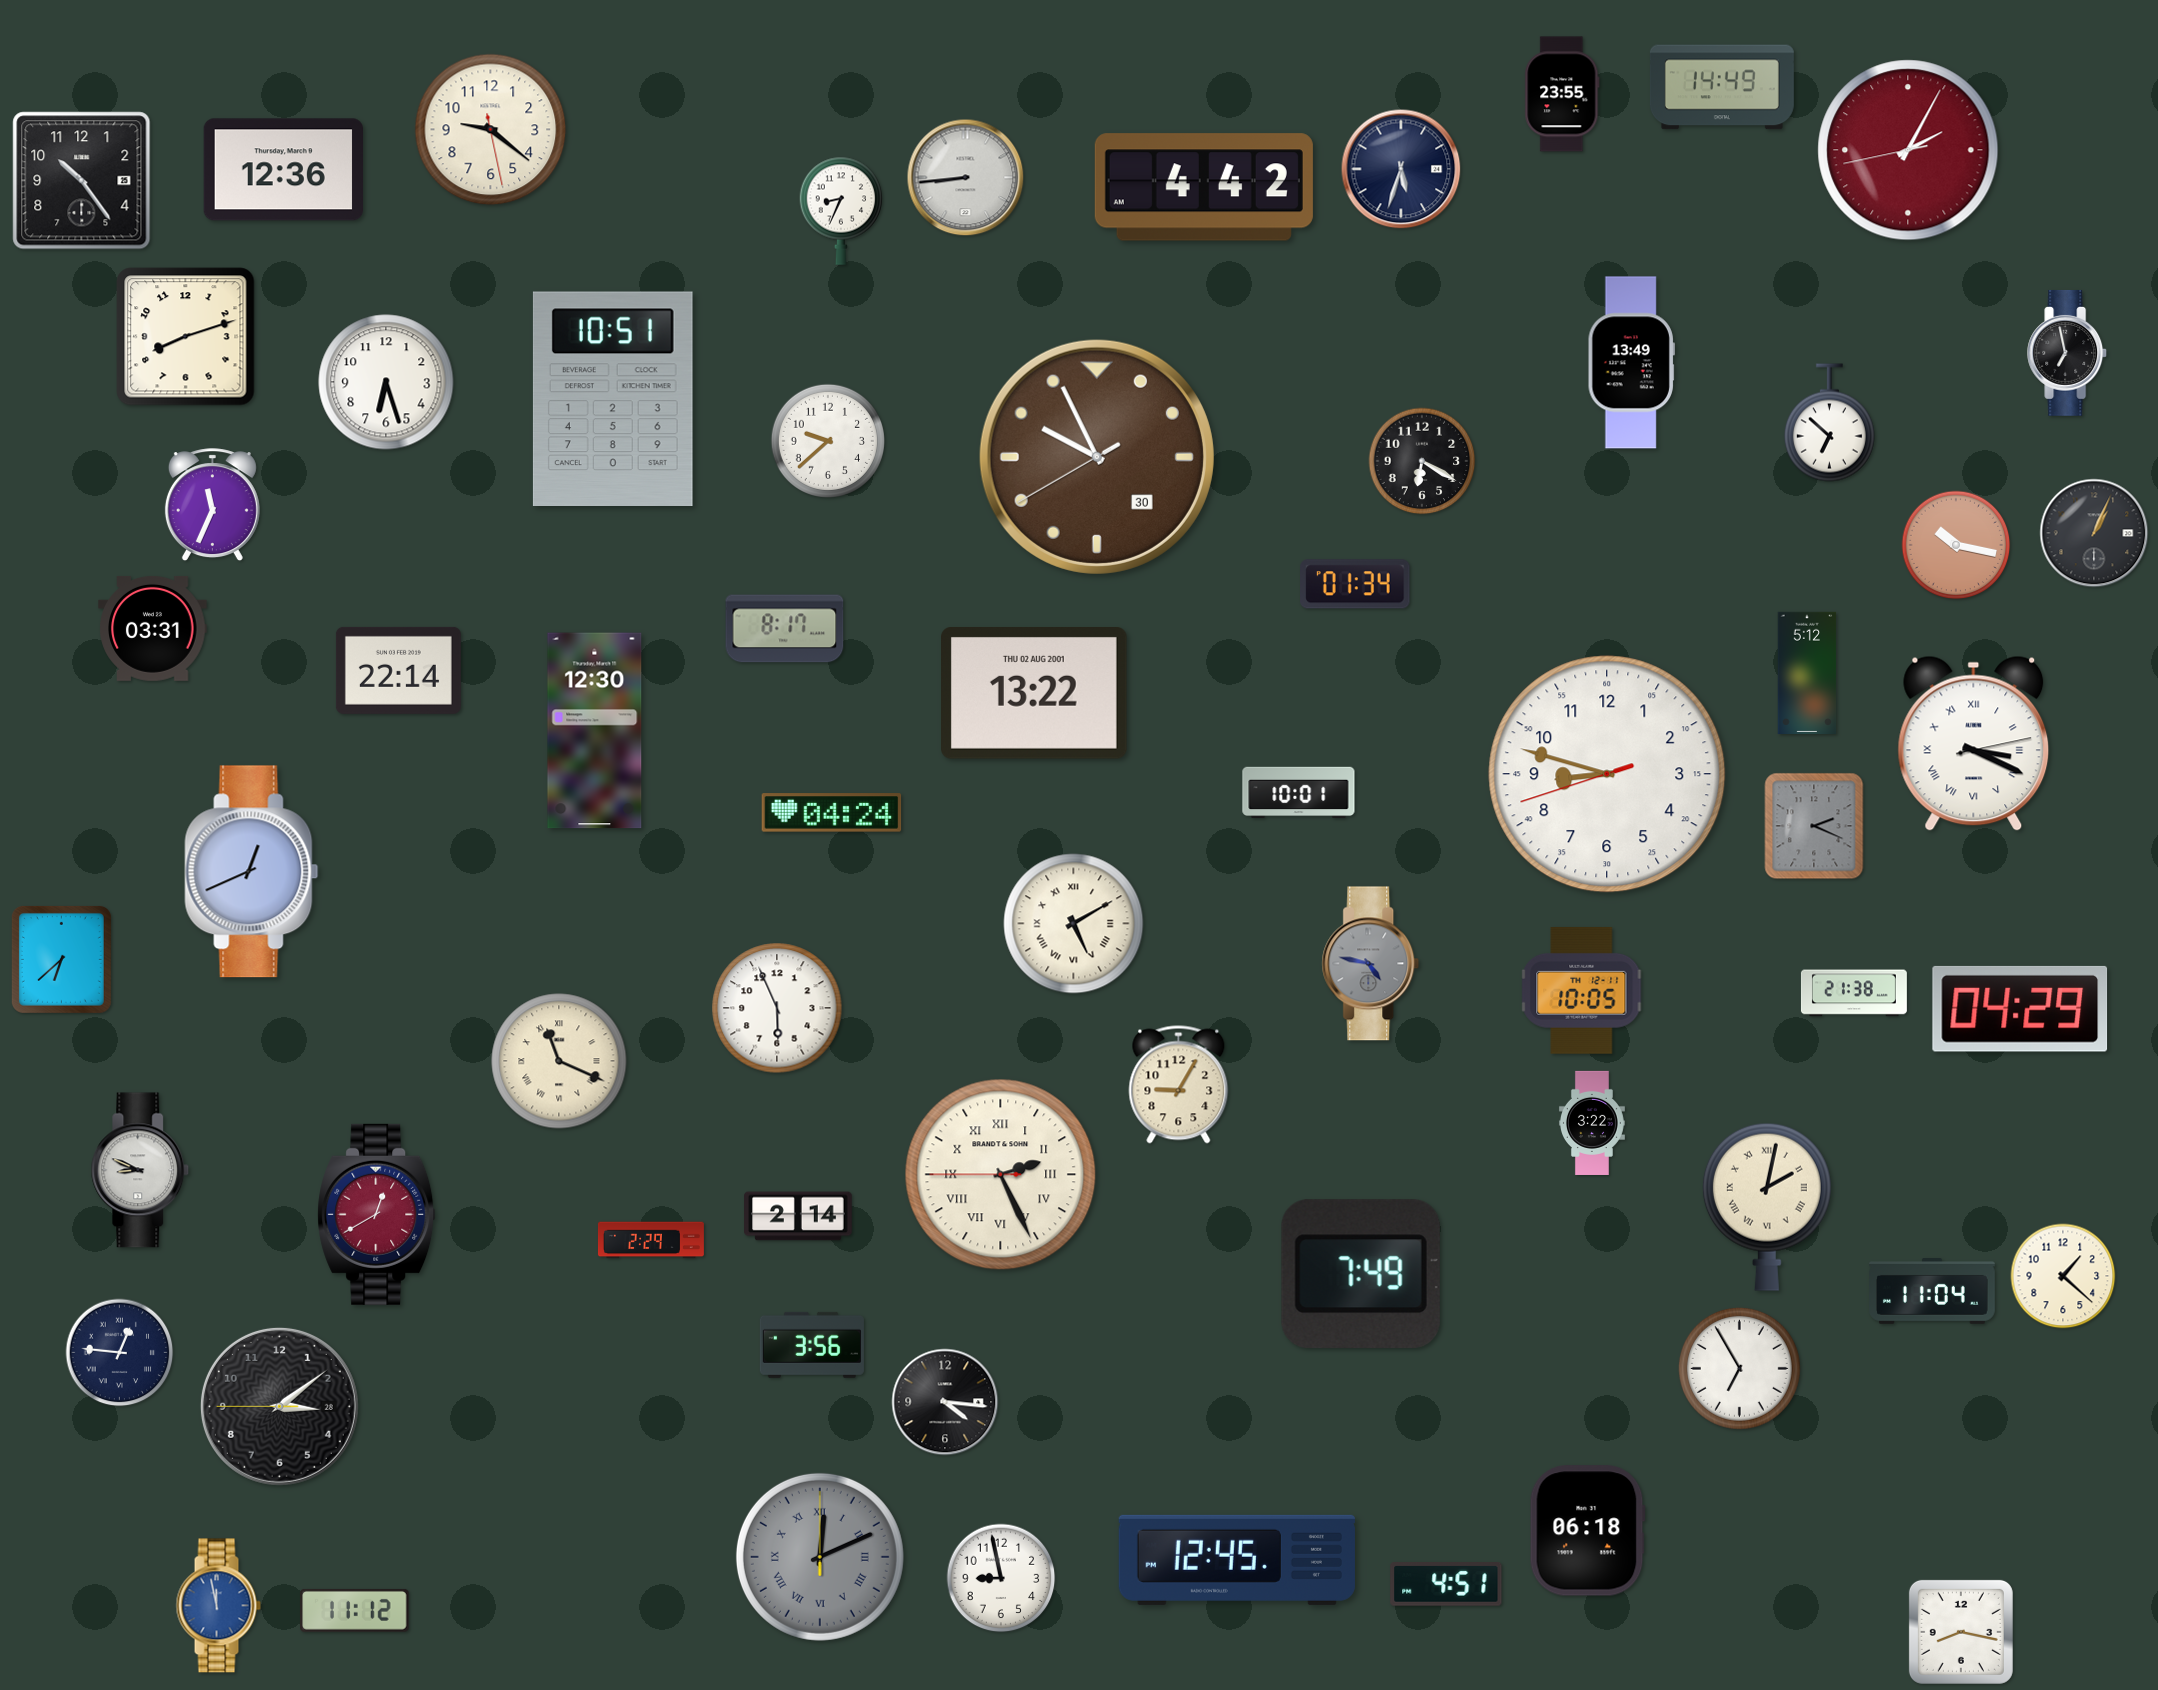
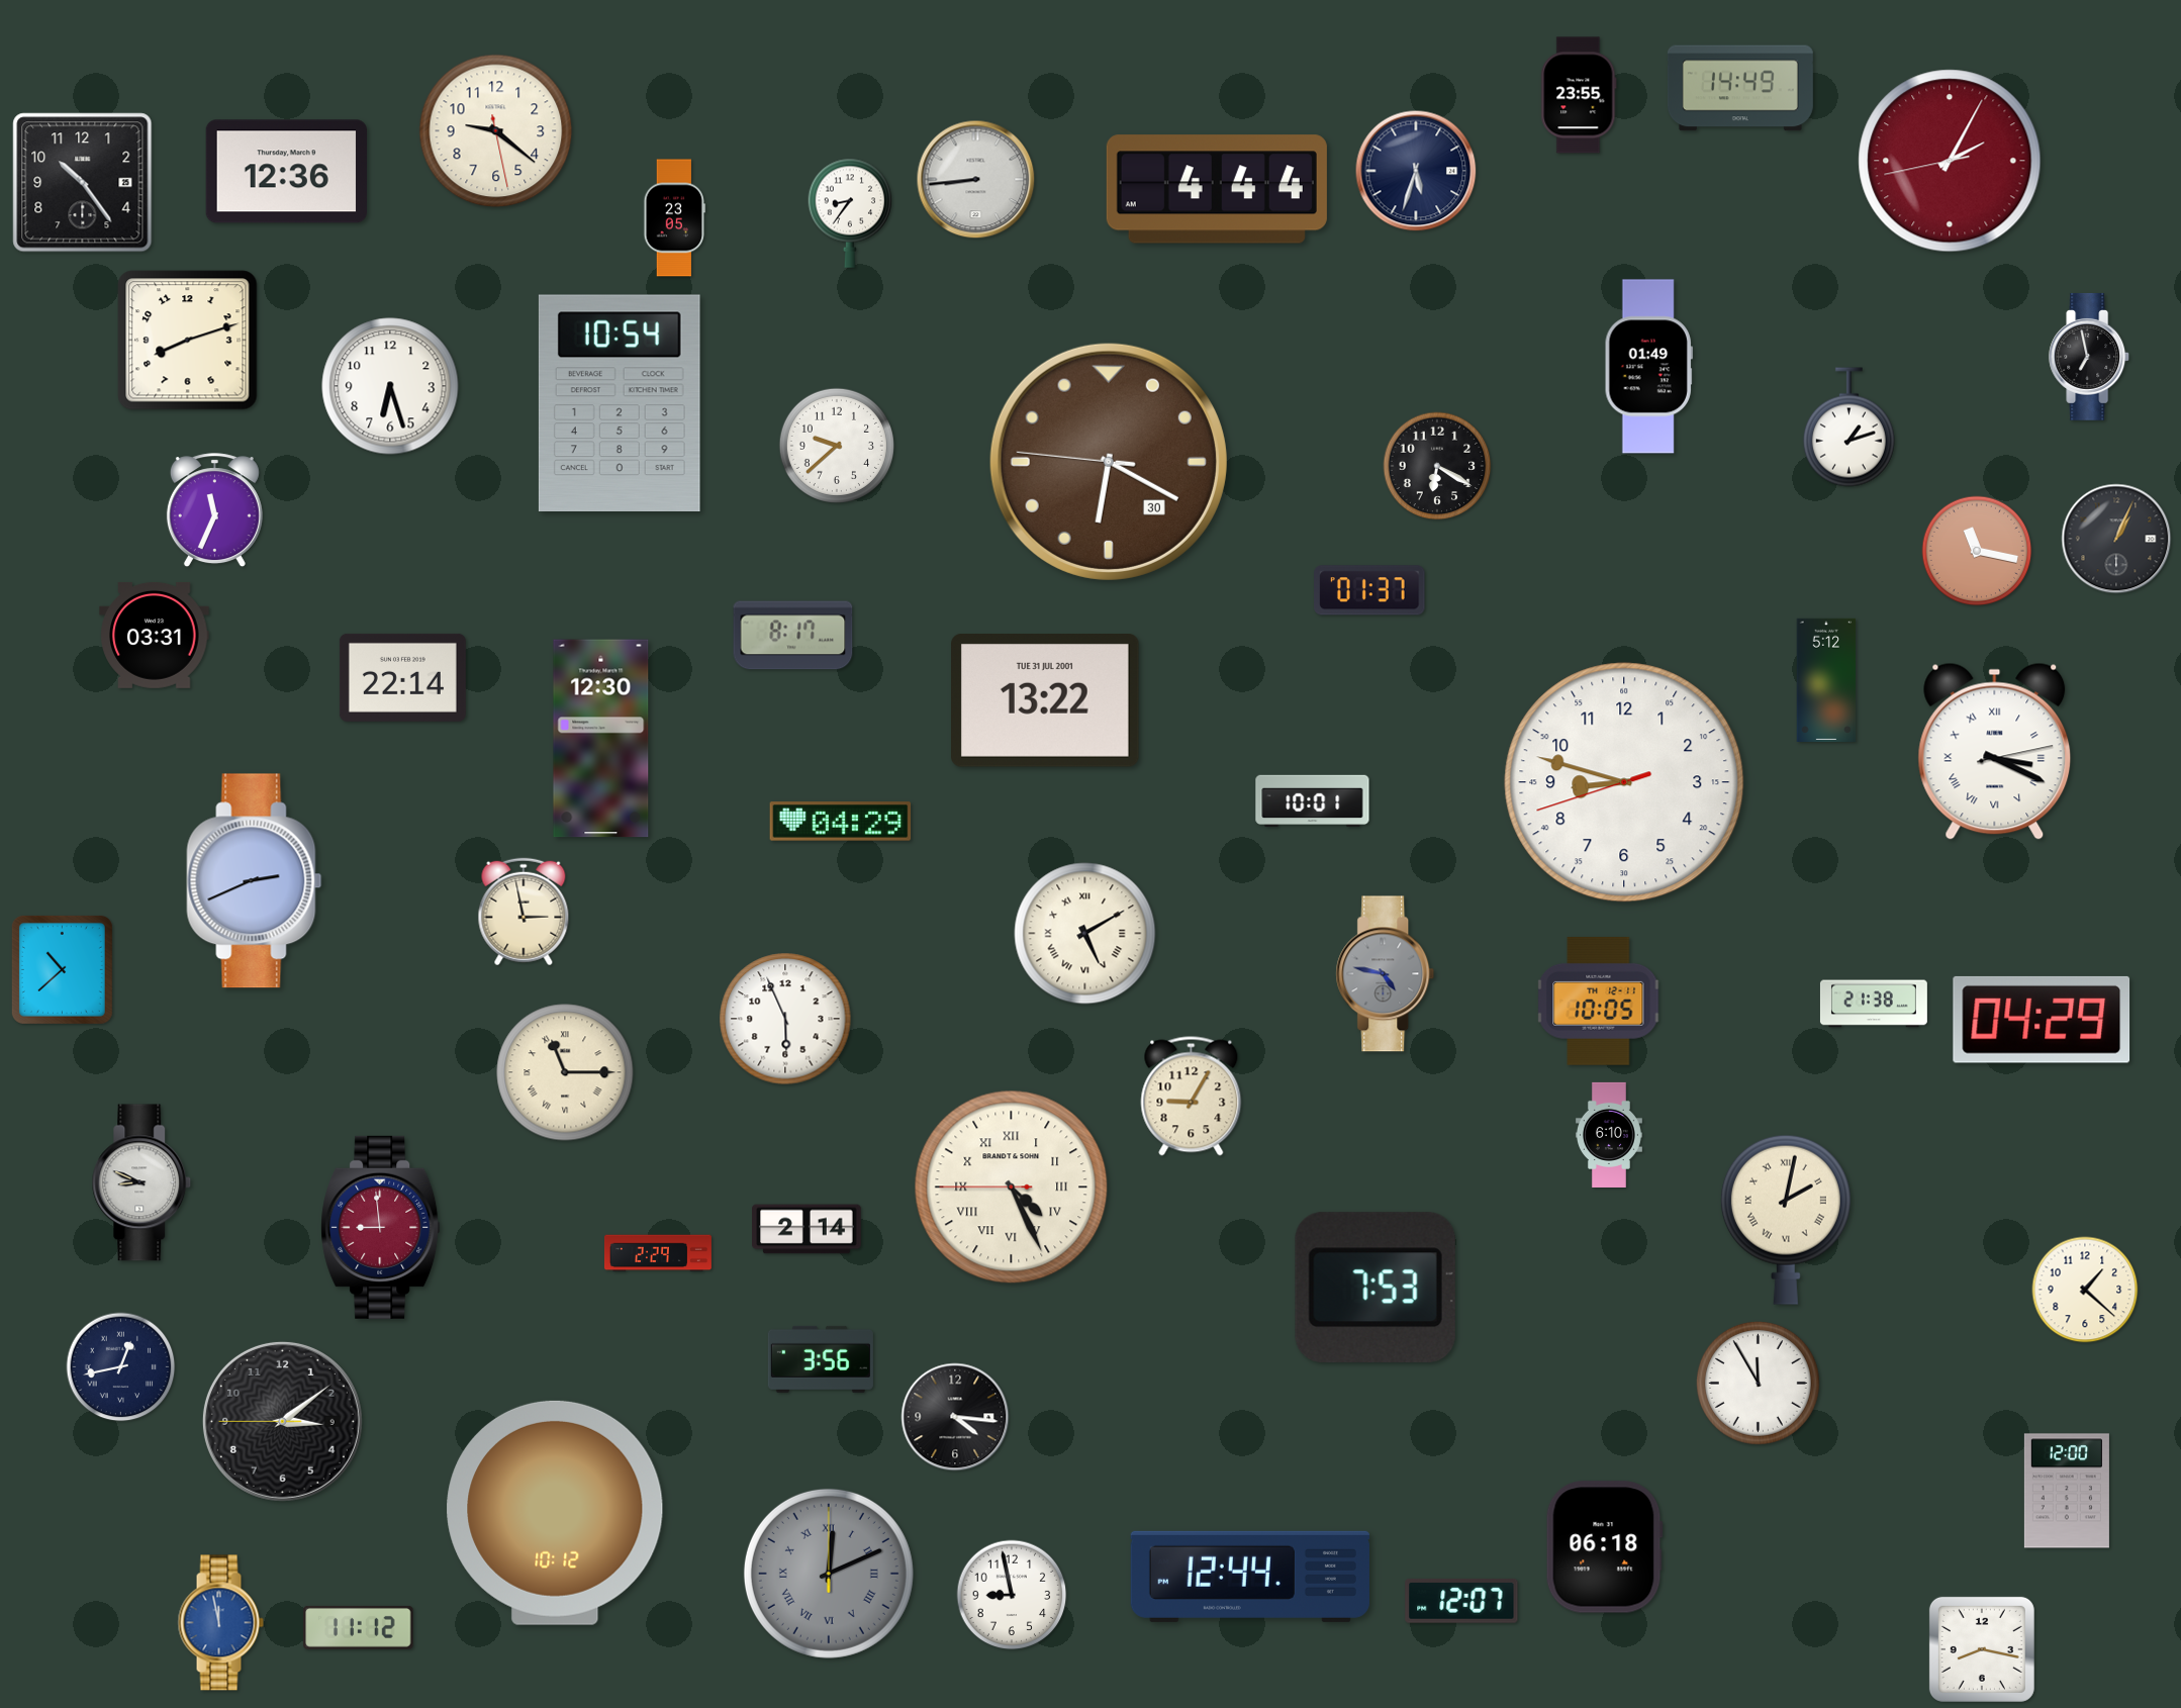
clock at (1908, 150) position: (1908, 150) -> (1950, 161)
clock at (1204, 187): 4:42 -> 4:44
clock at (841, 211): 8:34 -> 8:36
clock at (674, 218): none -> 23:05
clock at (1631, 363): 13:49 -> 01:49
clock at (613, 398): 10:51 -> 10:54
clock at (1829, 423): 6:52 -> 1:12
clock at (1097, 457): 9:55 -> 6:19
clock at (1956, 545): 10:17 -> 11:17
clock at (1355, 584): 01:34 -> 01:37
clock at (1035, 694) date: THU 02 AUG 2001 -> TUE 31 JUL 2001
clock at (832, 813): 04:24 -> 04:29
clock at (1814, 826): 2:19 -> none
clock at (252, 872): 12:41 -> 2:41
clock at (524, 912): none -> 2:58
clock at (61, 959): 6:38 -> 10:38
clock at (559, 1061): 11:19 -> 11:15
clock at (1592, 1123): 3:22 -> 6:10
clock at (1001, 1175): 2:25 -> 4:25
clock at (377, 1214): 12:40 -> 8:59
clock at (1361, 1274): 7:49 -> 7:53
clock at (1933, 1292): 11:04 -> none
clock at (120, 1353): 12:46 -> 12:43
clock at (1739, 1368): 6:55 -> 11:55
clock at (279, 1406) date: 28 -> 9
clock at (2067, 1491): none -> 12:00
clock at (555, 1513): none -> 10:12
clock at (1237, 1560): 12:45 -> 12:44
clock at (1446, 1585): 4:51 -> 12:07
